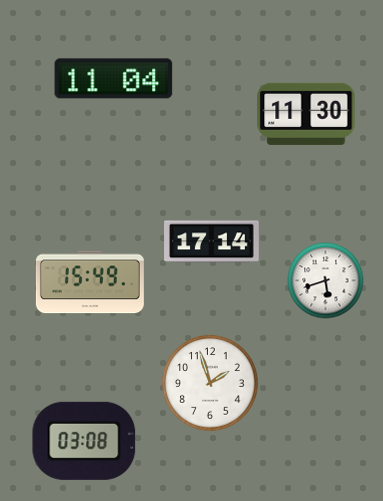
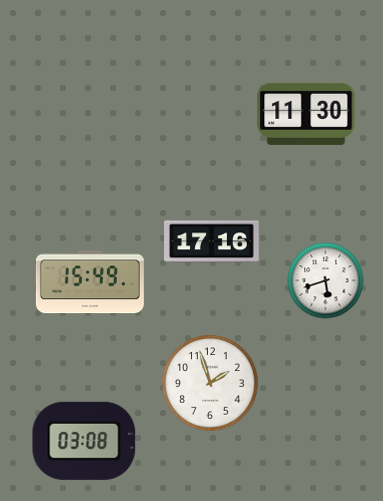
clock at (114, 79): 11:04 -> none
clock at (212, 242): 17:14 -> 17:16
